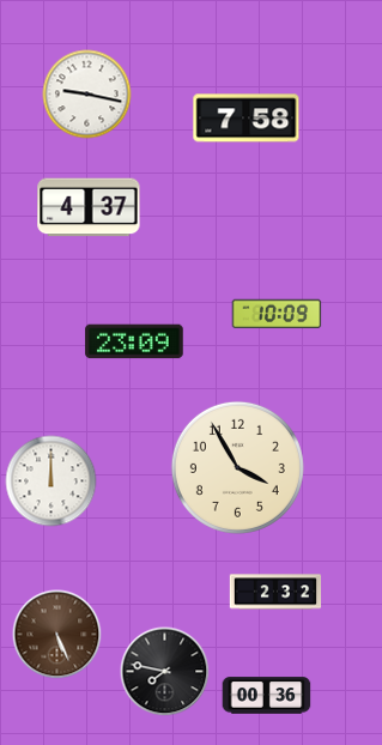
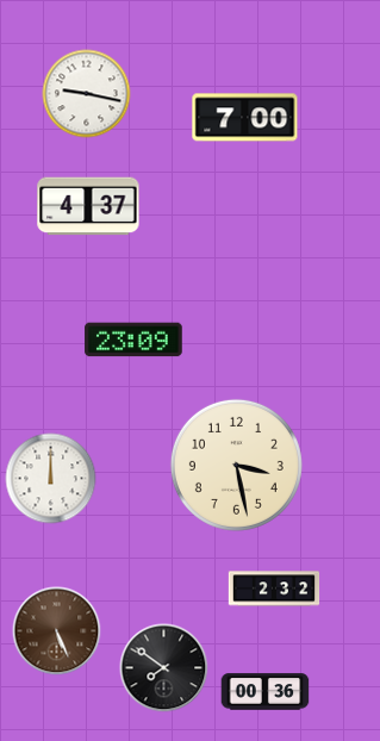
clock at (247, 119): 7:58 -> 7:00
clock at (277, 314): 10:09 -> none
clock at (237, 467): 3:55 -> 3:28
clock at (165, 672): 7:47 -> 7:51
